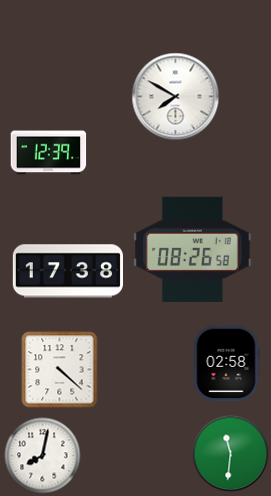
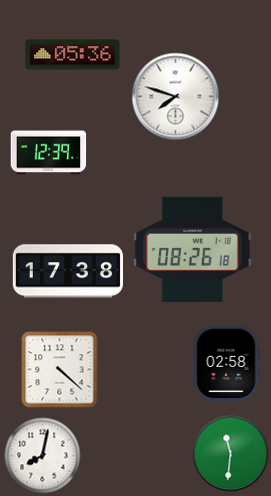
clock at (73, 55): none -> 05:36
clock at (176, 97): 7:50 -> 7:48
clock at (193, 249): 08:26:58 -> 08:26:18
